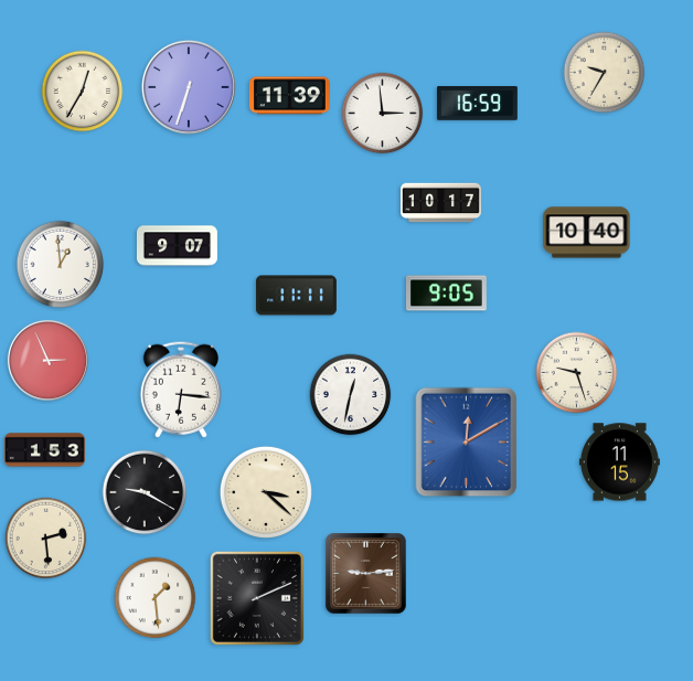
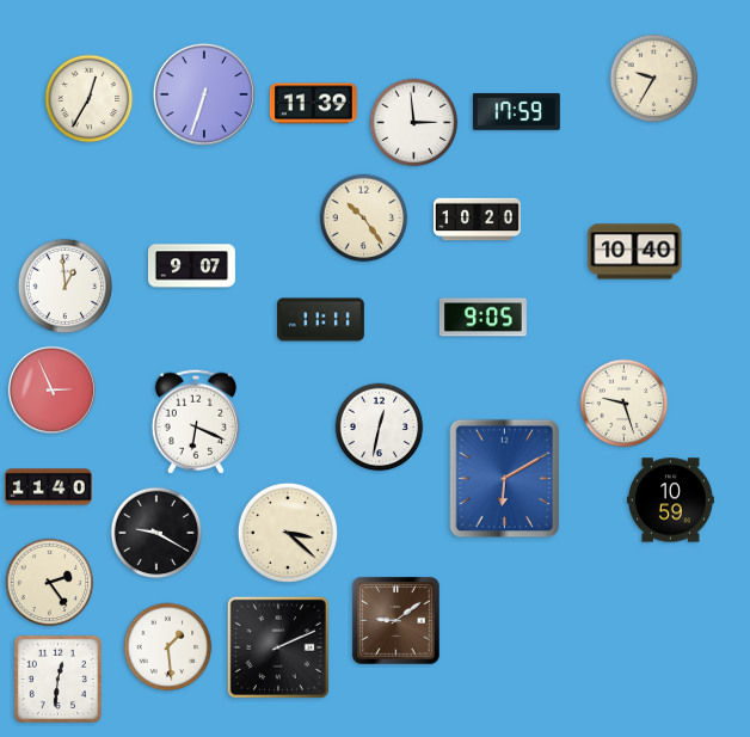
clock at (477, 104): 16:59 -> 17:59
clock at (364, 219): none -> 10:24
clock at (441, 203): 10:17 -> 10:20
clock at (181, 390): 6:16 -> 6:19
clock at (467, 443): 12:10 -> 6:10
clock at (45, 450): 1:53 -> 11:40
clock at (619, 462): 11:15 -> 10:59
clock at (46, 539): 2:29 -> 2:24
clock at (366, 574): 9:14 -> 9:09
clock at (57, 678): none -> 12:31
